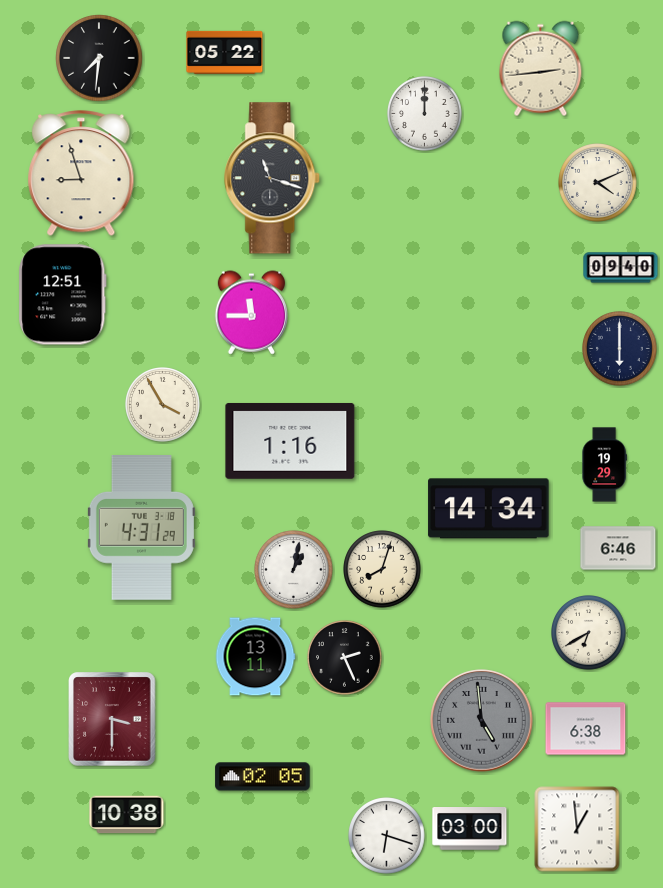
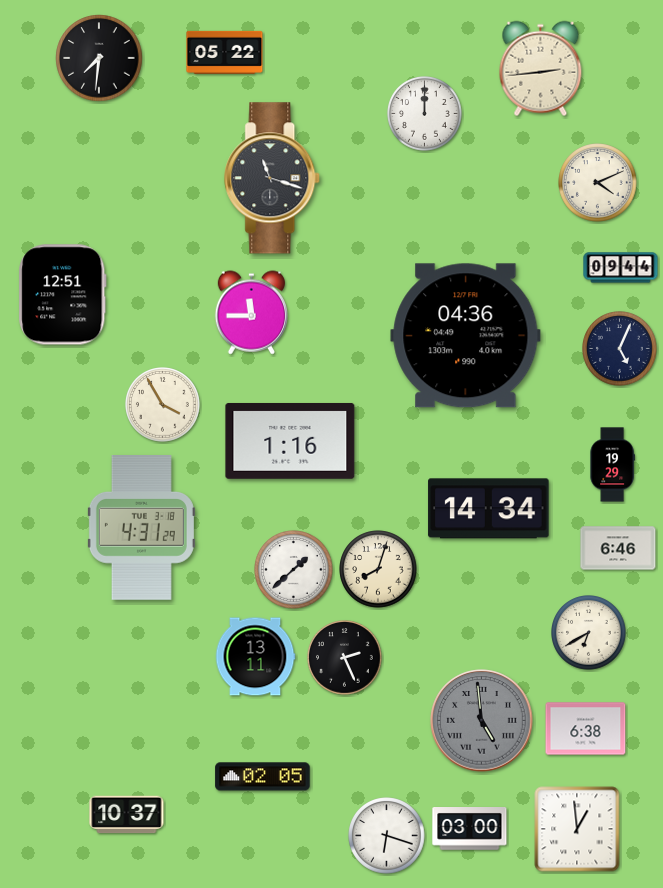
clock at (81, 174): 8:57 -> none
clock at (621, 268): 09:40 -> 09:44
clock at (466, 336): none -> 04:36
clock at (620, 349): 6:00 -> 5:04
clock at (604, 465) position: (604, 465) -> (612, 465)
clock at (382, 569) position: (382, 569) -> (378, 569)
clock at (294, 570): 1:02 -> 1:38
clock at (112, 719): 3:30 -> none
clock at (127, 815): 10:38 -> 10:37
